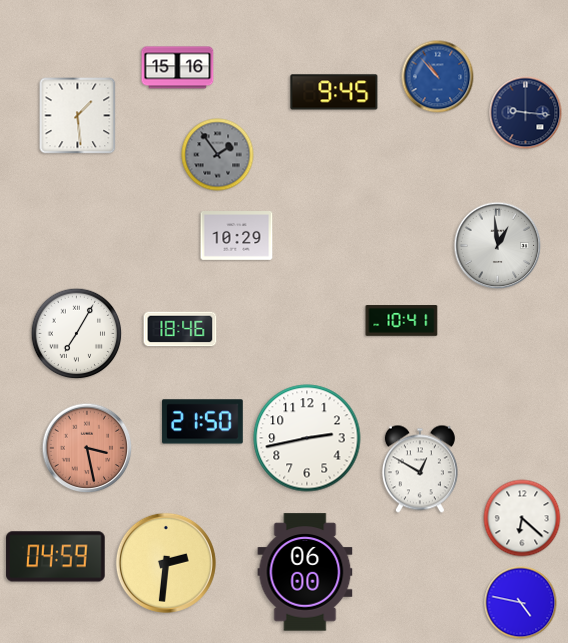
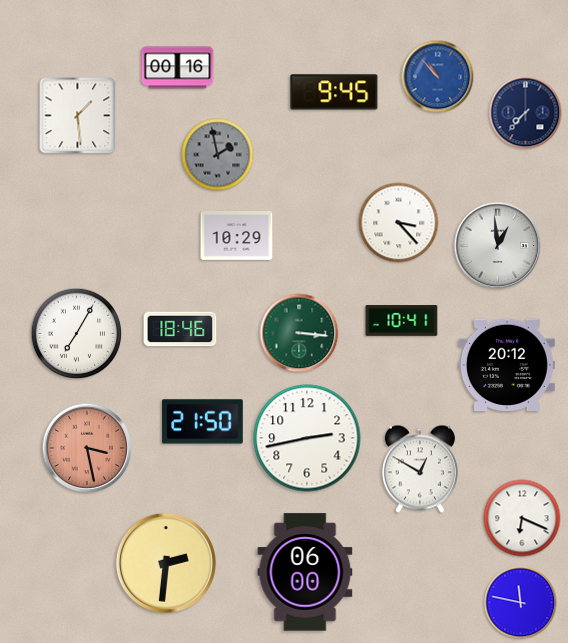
clock at (178, 68): 15:16 -> 00:16
clock at (526, 113): 9:16 -> 7:37
clock at (218, 155): 1:54 -> 1:58
clock at (399, 223): none -> 3:23
clock at (299, 333): none -> 3:16
clock at (507, 364): none -> 20:12
clock at (522, 518): 6:22 -> 6:19
clock at (56, 557): 04:59 -> none
clock at (521, 603): 4:47 -> 11:47
